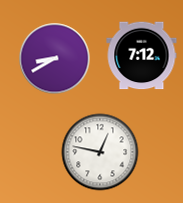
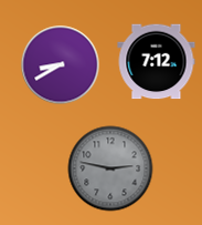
clock at (100, 152): 12:47 -> 2:47
clock at (100, 152) dial: white -> grey
